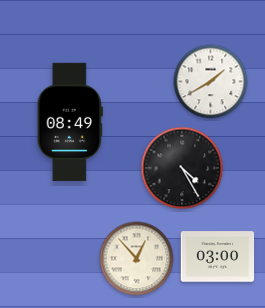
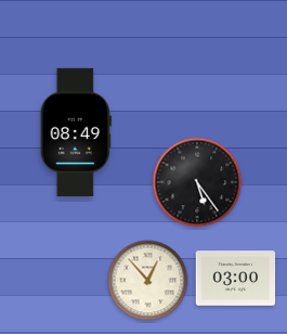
clock at (211, 82): 1:40 -> none
clock at (182, 168): 4:25 -> 5:24
